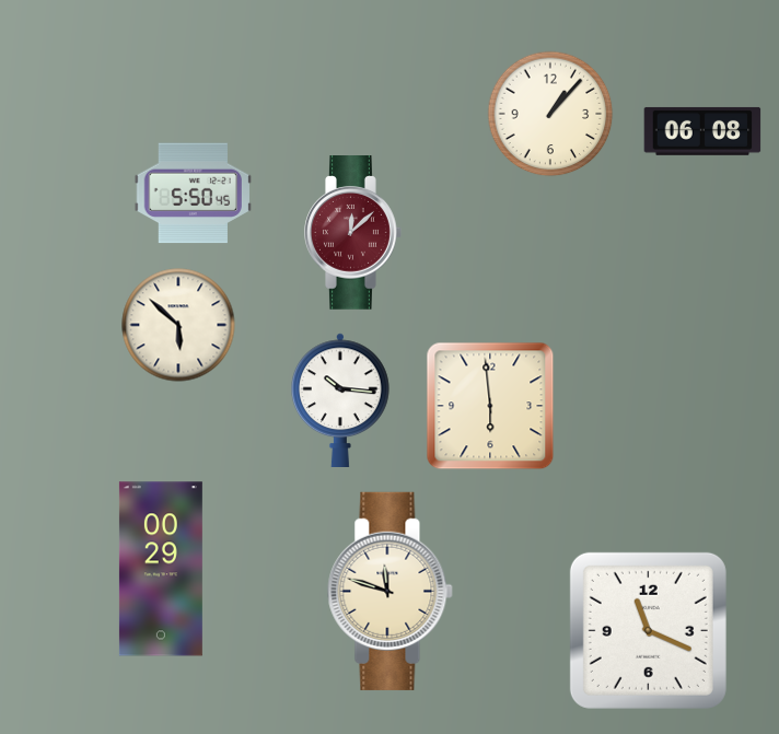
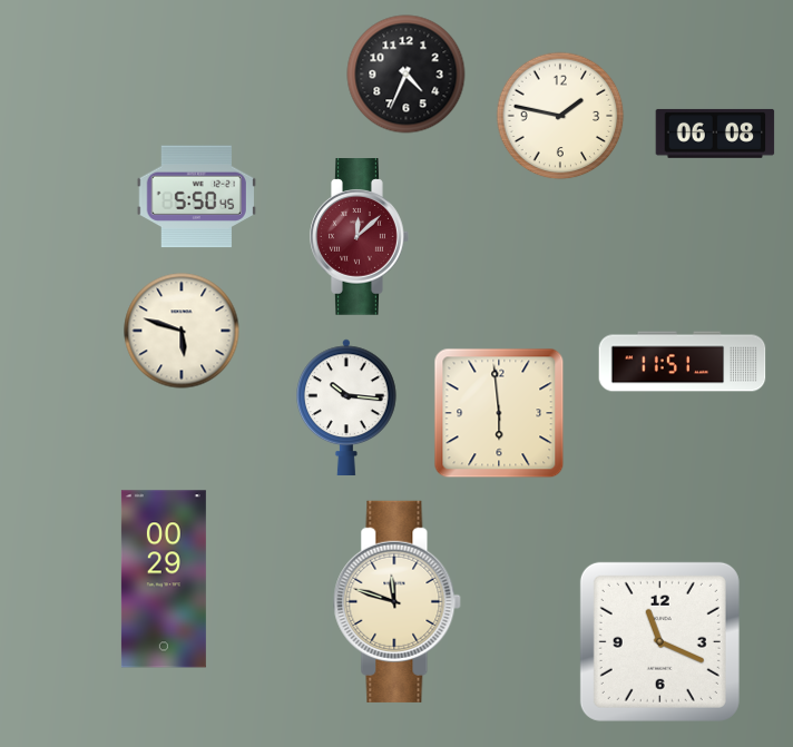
clock at (407, 75): none -> 4:34
clock at (550, 114): 1:07 -> 1:47
clock at (178, 325): 5:52 -> 5:48
clock at (683, 362): none -> 11:51
